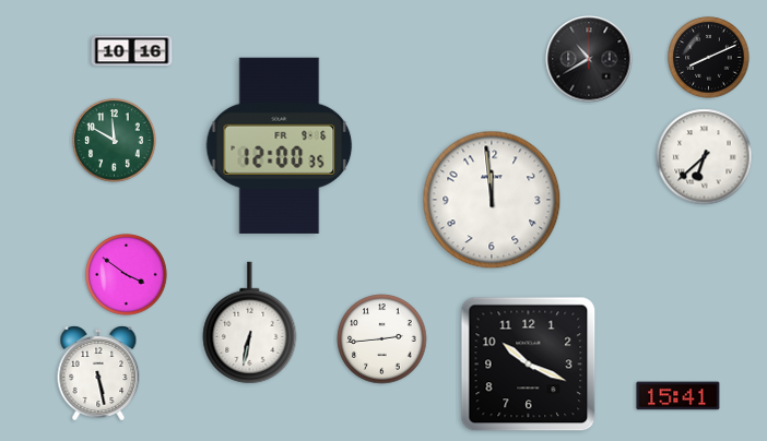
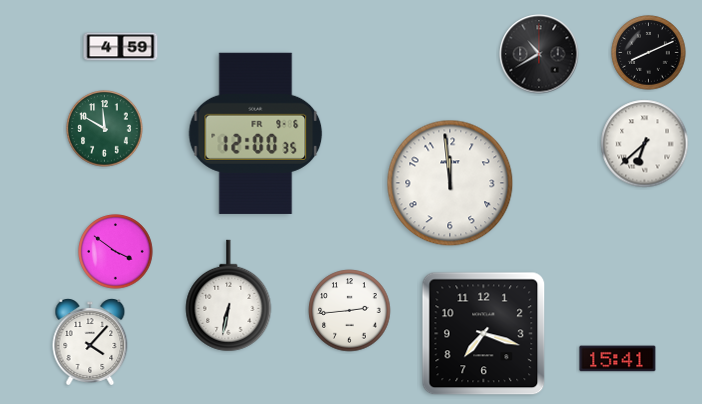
clock at (132, 51): 10:16 -> 4:59
clock at (529, 365): 10:19 -> 7:18
clock at (98, 373): 5:28 -> 4:07
clock at (678, 396) position: (678, 396) -> (618, 359)
